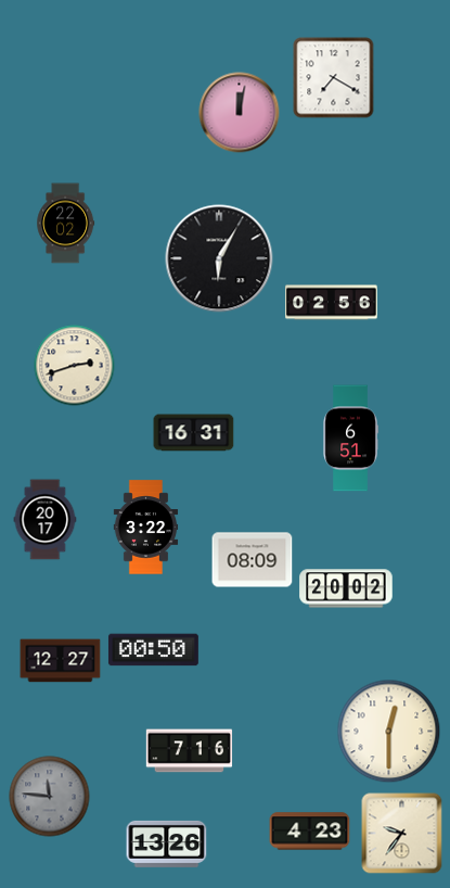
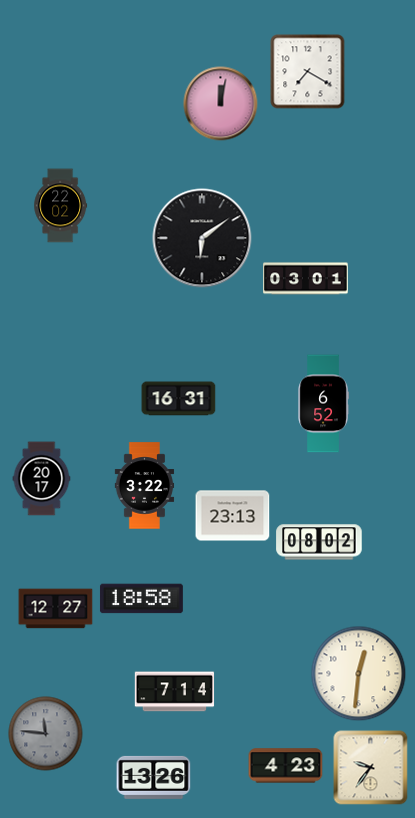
clock at (219, 258): 6:05 -> 6:09
clock at (332, 303): 02:56 -> 03:01
clock at (75, 366): 2:42 -> none
clock at (350, 439): 6:51 -> 6:52
clock at (146, 528) position: (146, 528) -> (145, 486)
clock at (253, 560): 08:09 -> 23:13
clock at (346, 588): 20:02 -> 08:02
clock at (153, 650): 00:50 -> 18:58
clock at (389, 732): 12:30 -> 12:31
clock at (190, 751): 7:16 -> 7:14
